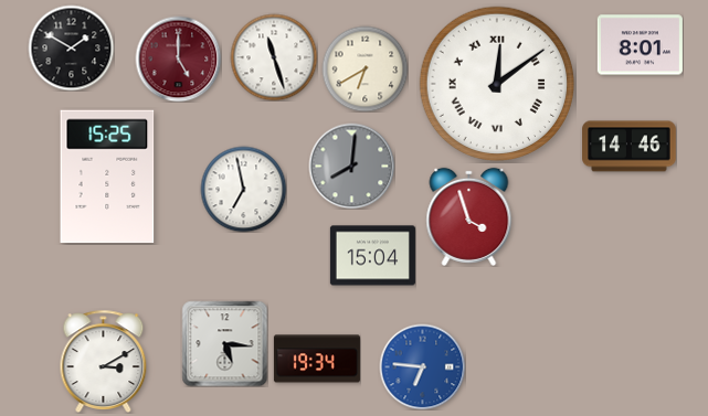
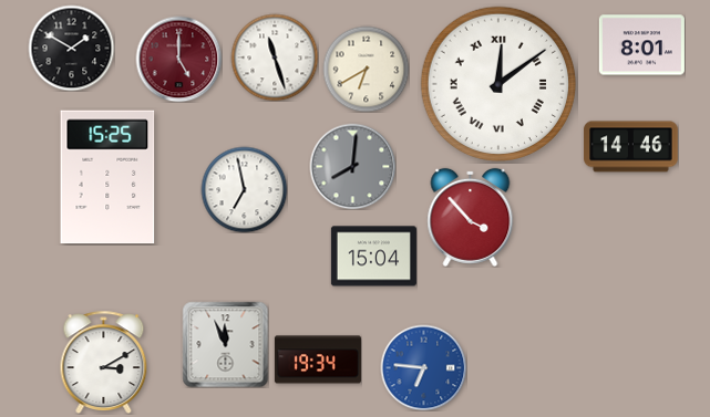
clock at (469, 216): 3:57 -> 3:53
clock at (224, 343): 5:16 -> 11:56
